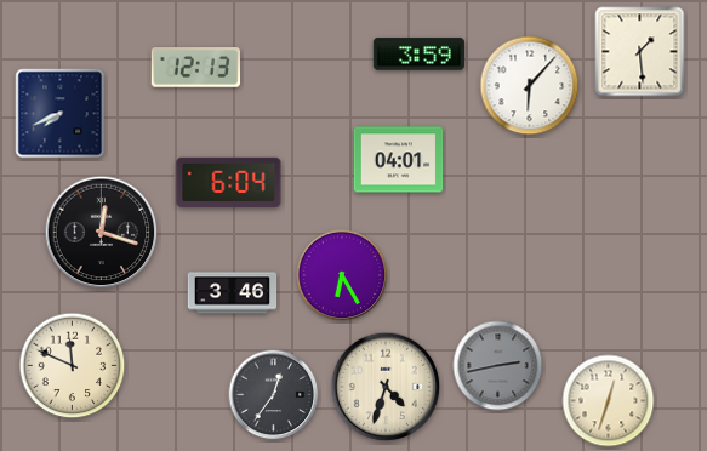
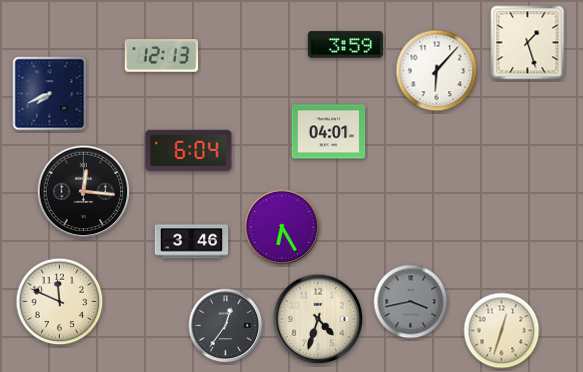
clock at (640, 52): 1:29 -> 1:27
clock at (102, 233): 12:18 -> 12:16
clock at (498, 366): 2:43 -> 3:43
